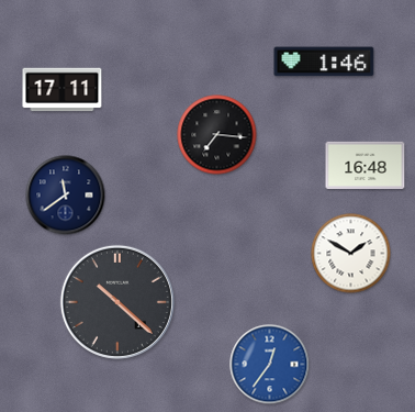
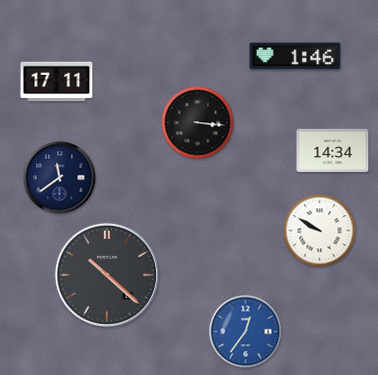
clock at (217, 135): 7:16 -> 3:16
clock at (366, 165): 16:48 -> 14:34
clock at (351, 254): 1:50 -> 9:50
